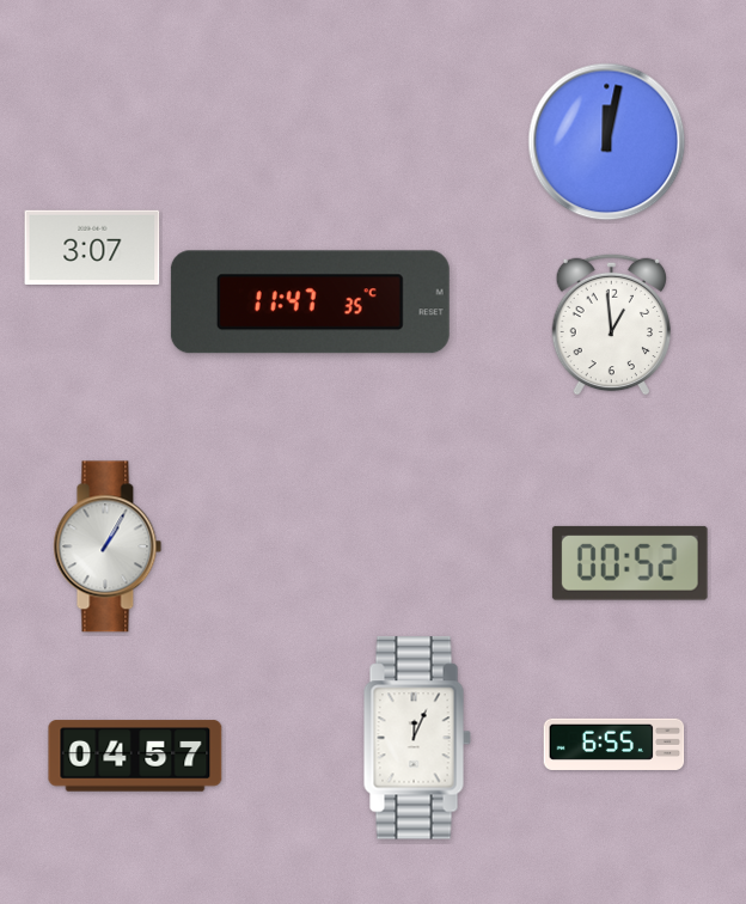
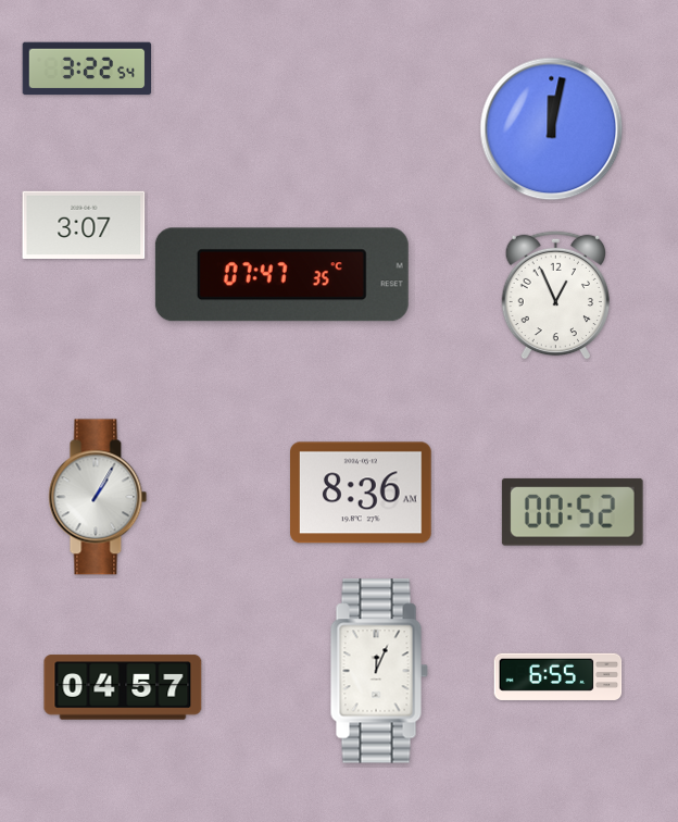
clock at (87, 68): none -> 3:22
clock at (310, 303): 11:47 -> 07:47
clock at (612, 324): 12:59 -> 12:56
clock at (362, 493): none -> 8:36
